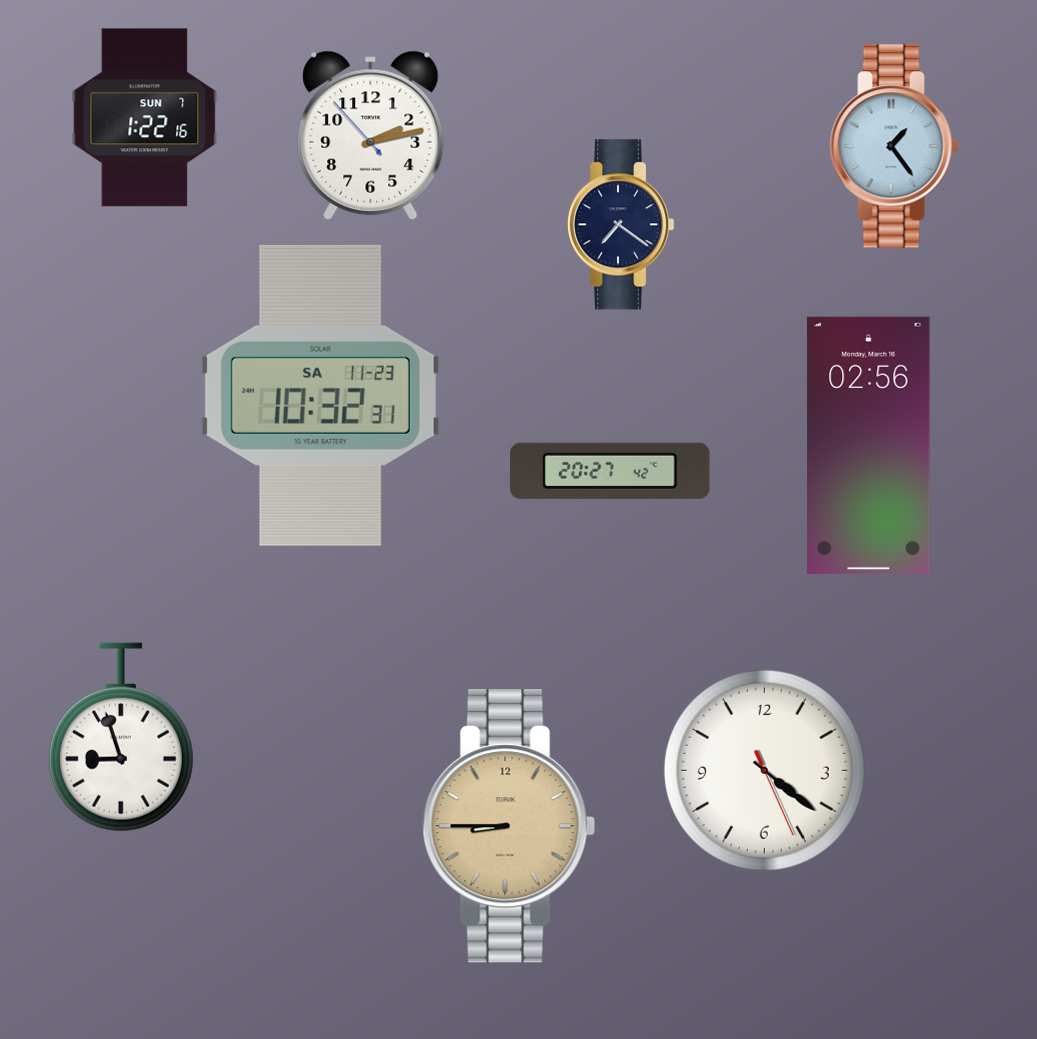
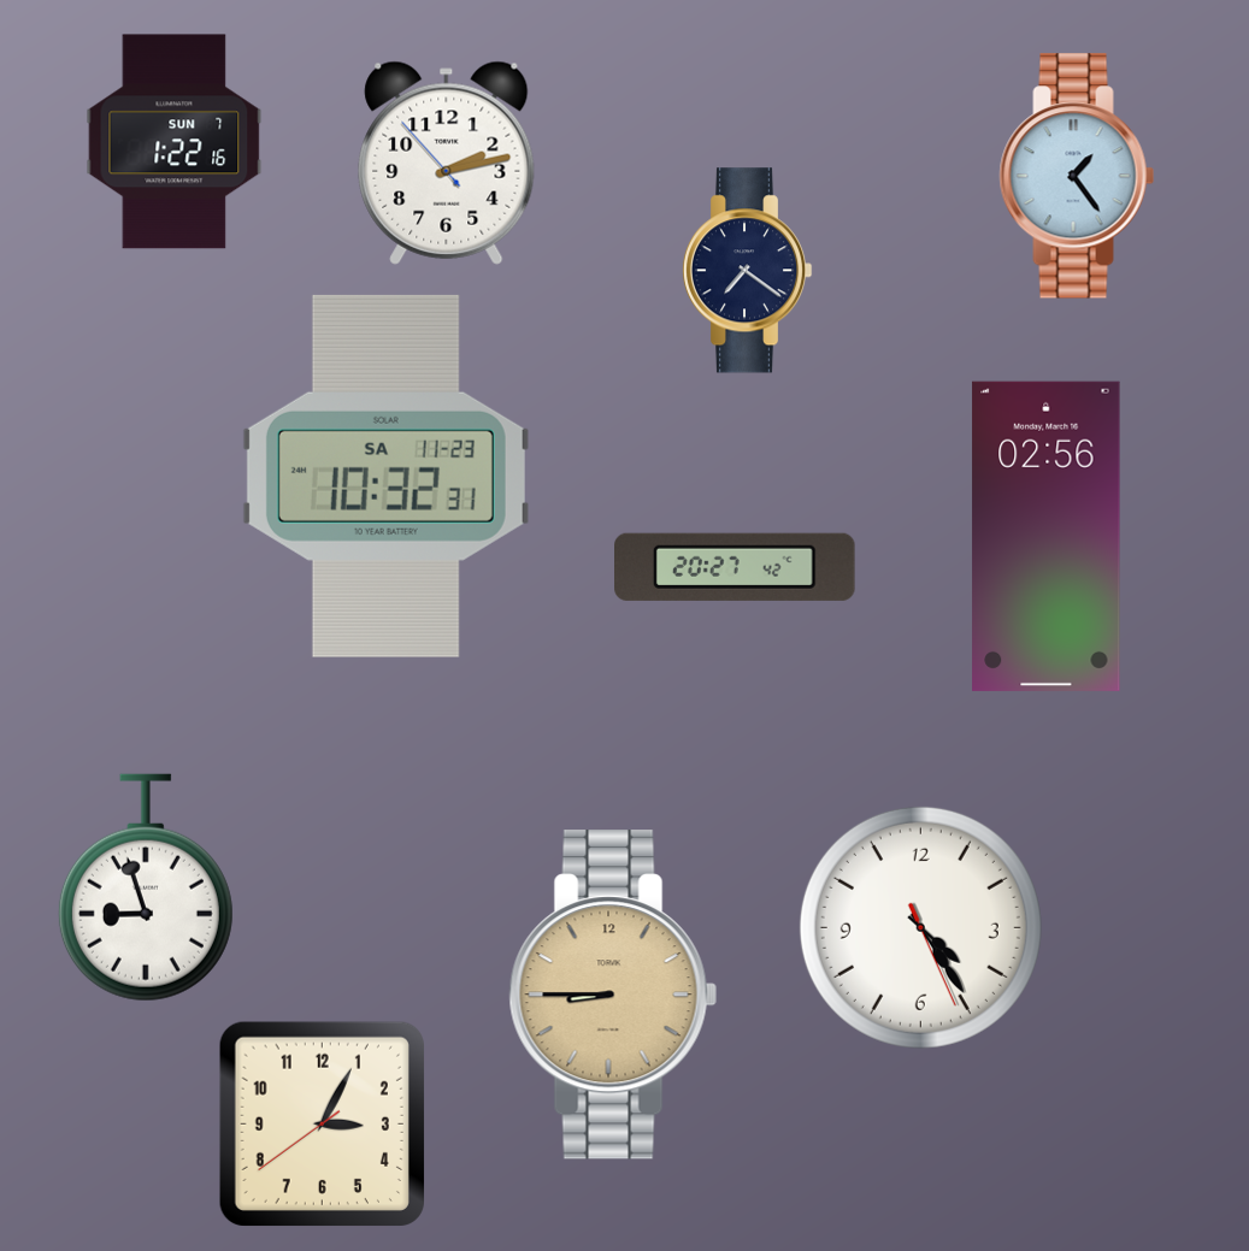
clock at (764, 770): 4:21 -> 4:24
clock at (322, 1123): none -> 3:04
